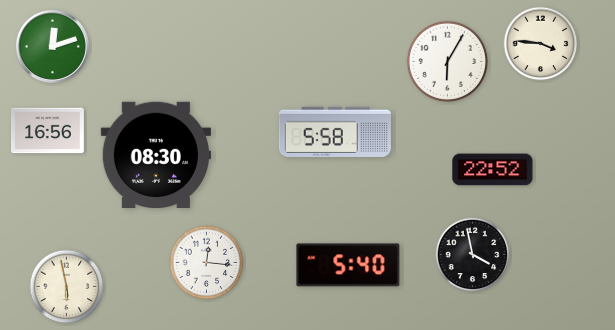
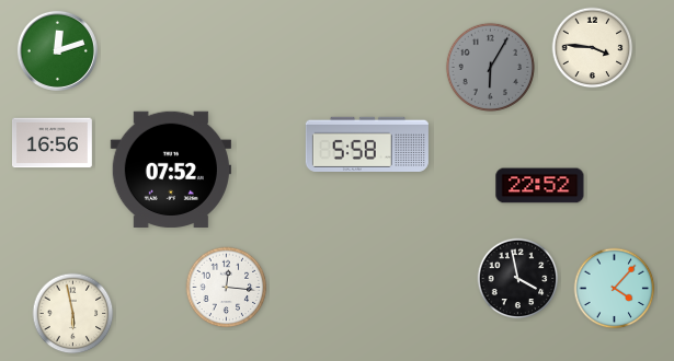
clock at (447, 61) dial: white -> grey
clock at (155, 155): 08:30 -> 07:52
clock at (615, 289): none -> 4:07
clock at (348, 265): 5:40 -> none
